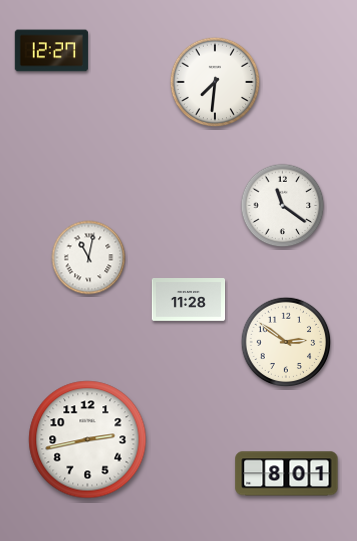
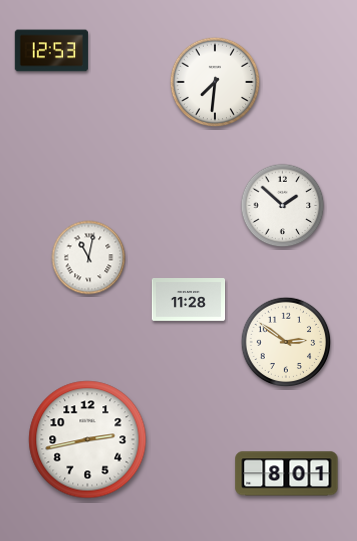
clock at (52, 51): 12:27 -> 12:53
clock at (283, 206): 11:21 -> 1:52
